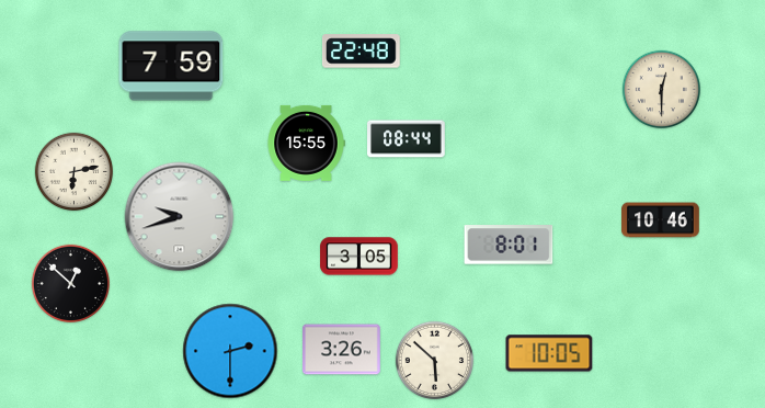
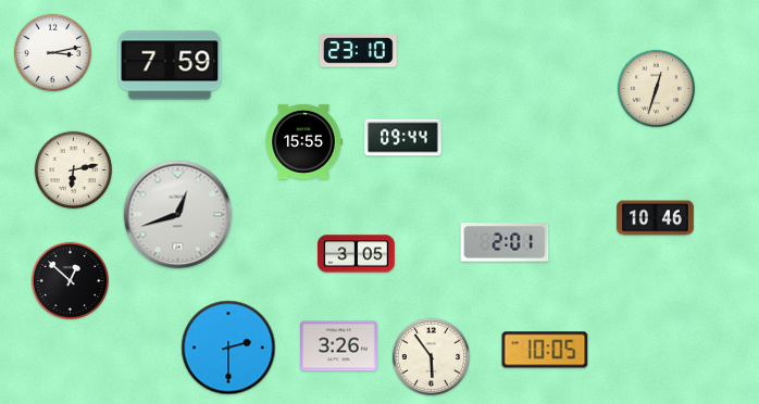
clock at (361, 52): 22:48 -> 23:10
clock at (53, 53): none -> 3:13
clock at (662, 90): 12:30 -> 12:33
clock at (407, 139): 08:44 -> 09:44
clock at (180, 217): 9:42 -> 12:42
clock at (509, 245): 8:01 -> 2:01
clock at (435, 361): 5:52 -> 5:54
